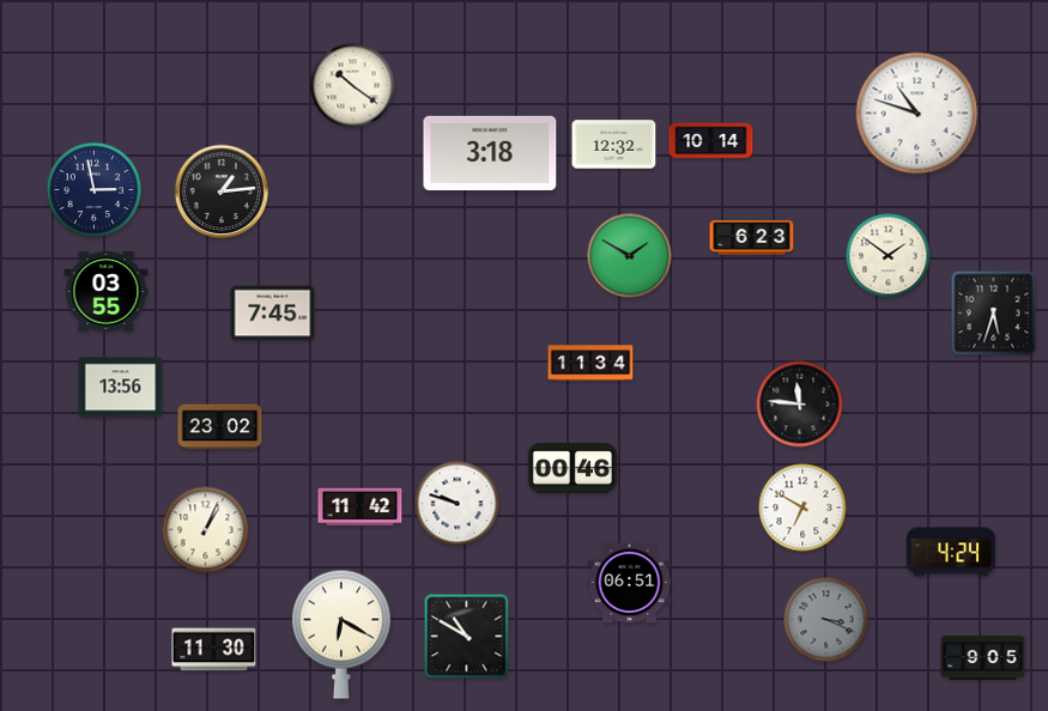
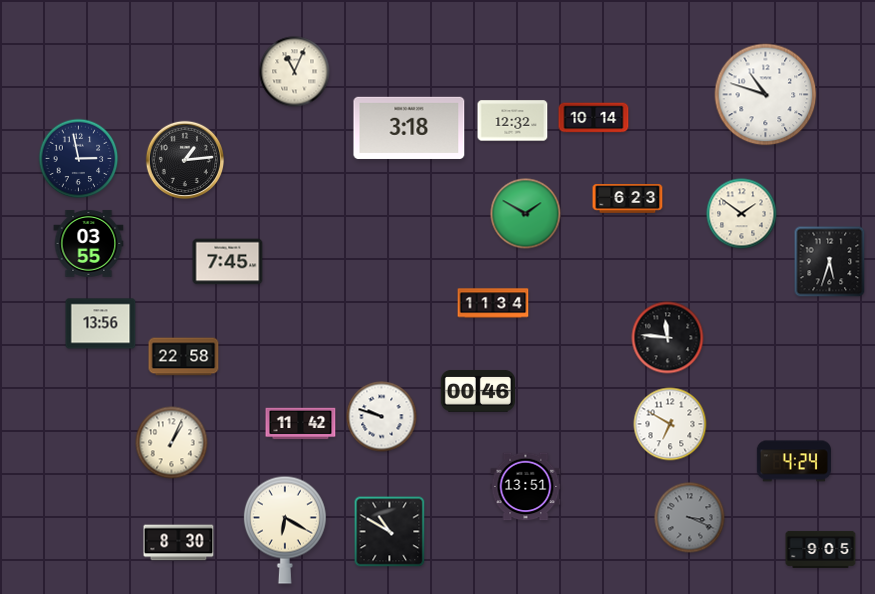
clock at (353, 86): 10:21 -> 11:04
clock at (220, 427): 23:02 -> 22:58
clock at (458, 504) position: (458, 504) -> (382, 417)
clock at (630, 583): 06:51 -> 13:51
clock at (214, 650): 11:30 -> 8:30
